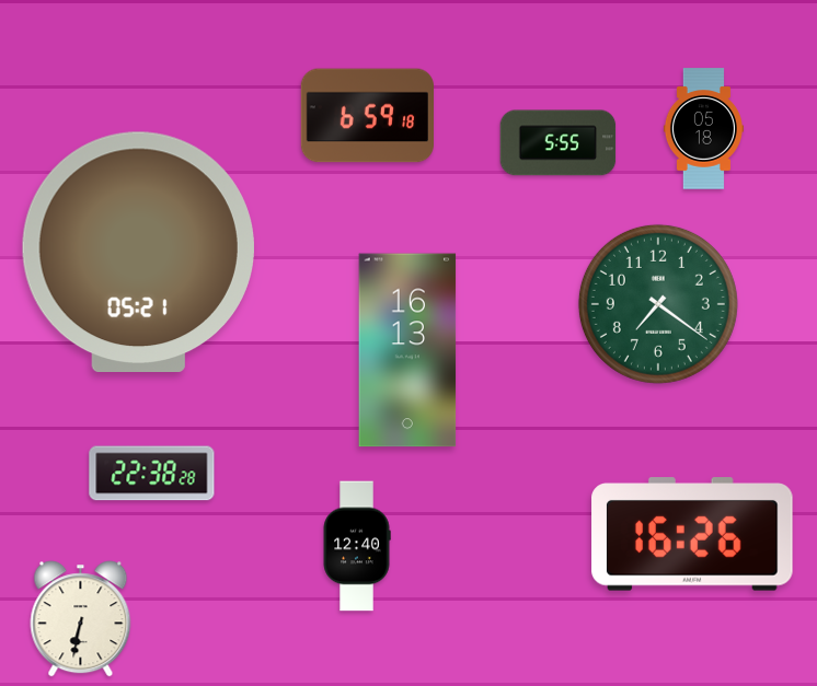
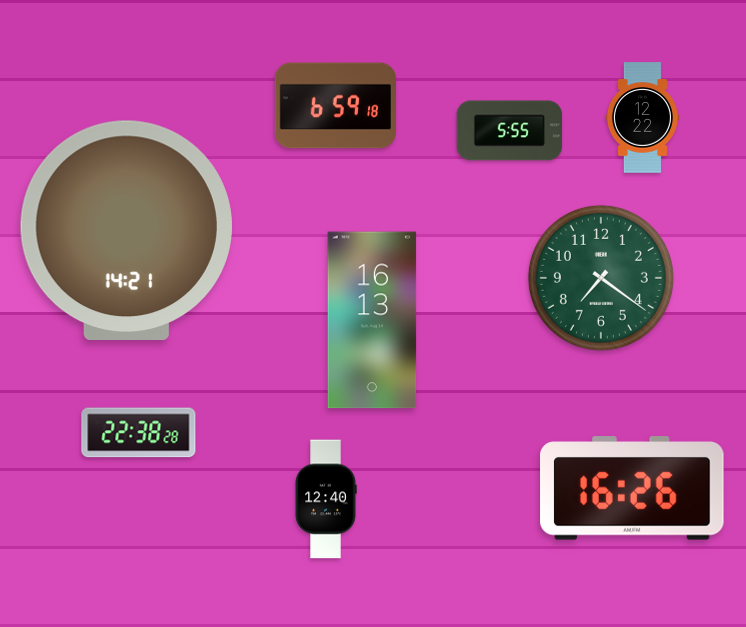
clock at (703, 129): 05:18 -> 12:22
clock at (138, 252): 05:21 -> 14:21
clock at (81, 619): 6:32 -> none
